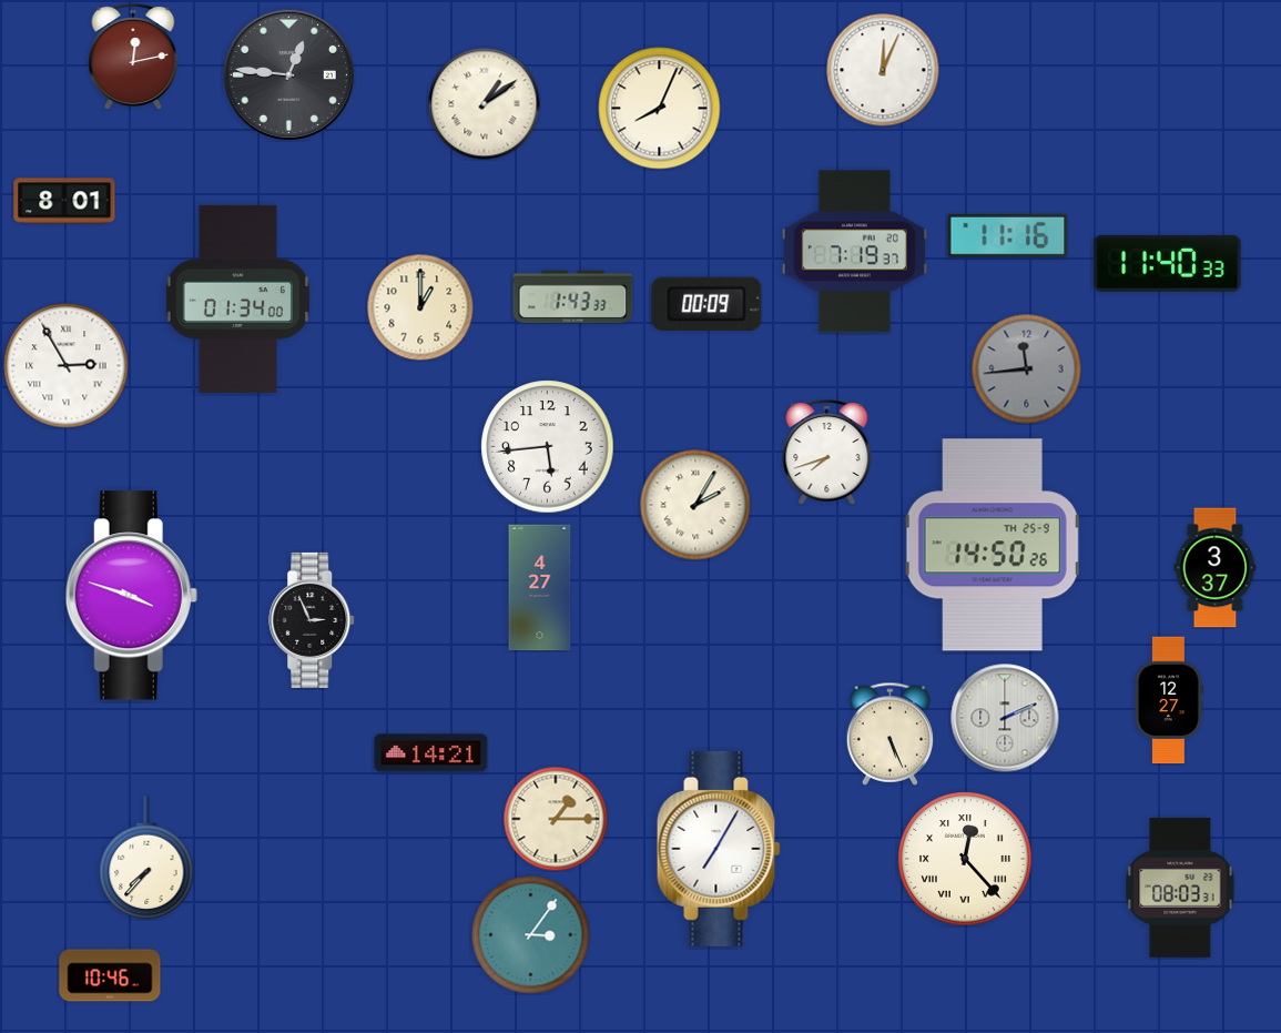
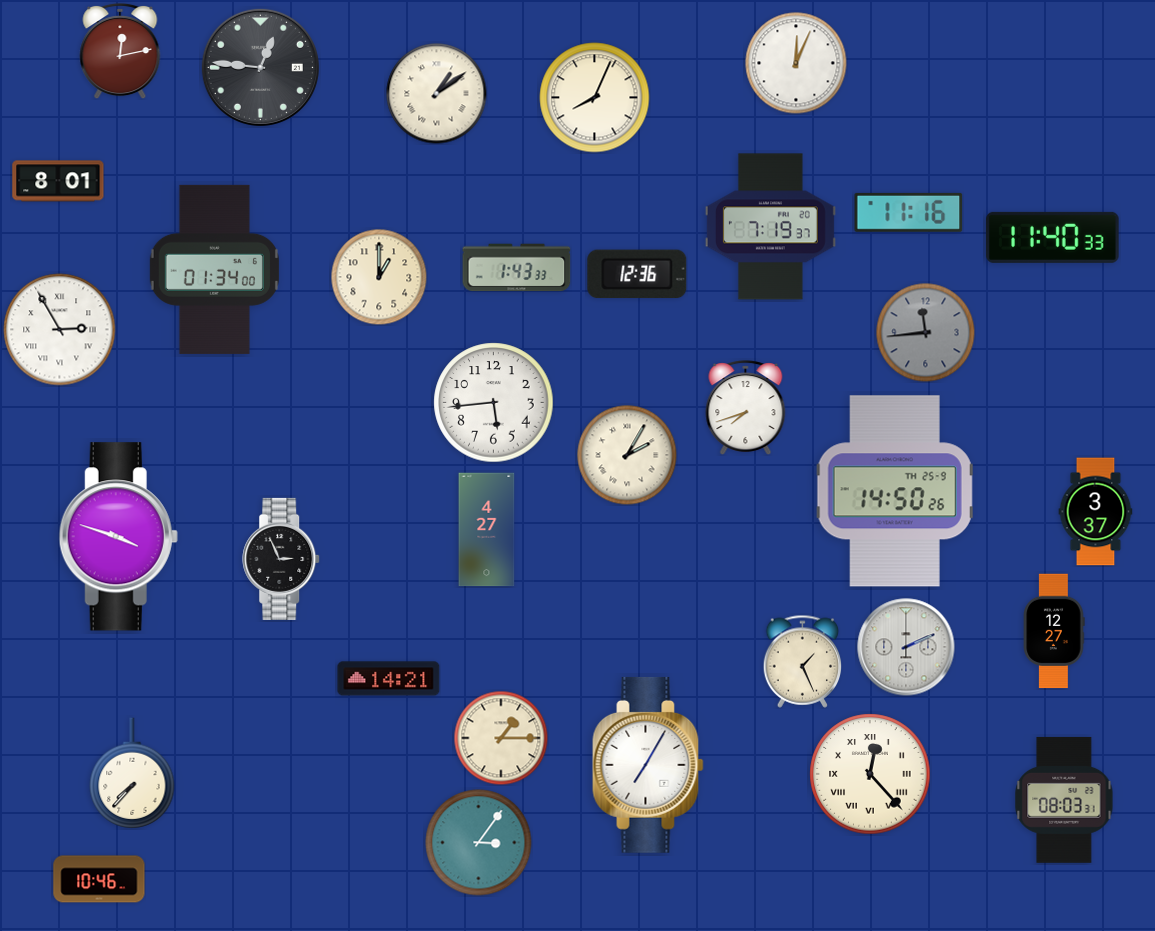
clock at (706, 304): 00:09 -> 12:36
clock at (891, 733): 5:26 -> 1:26
